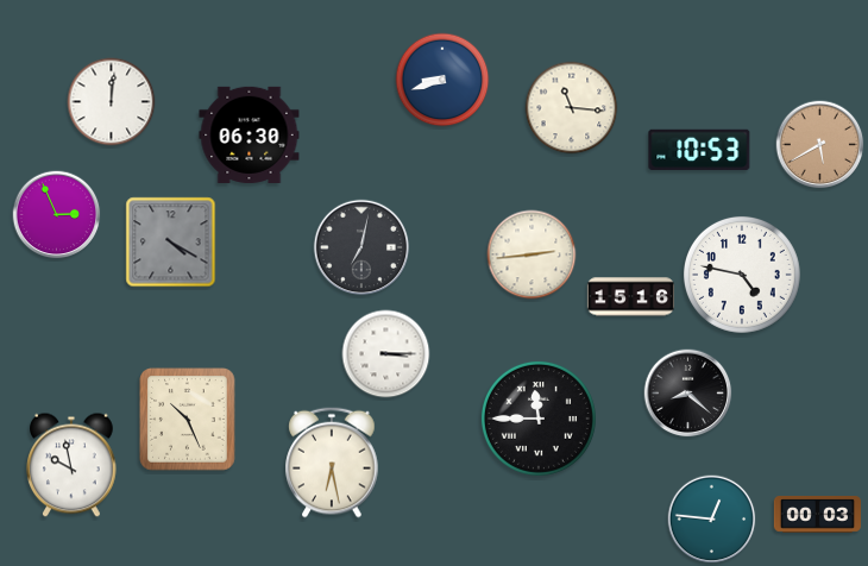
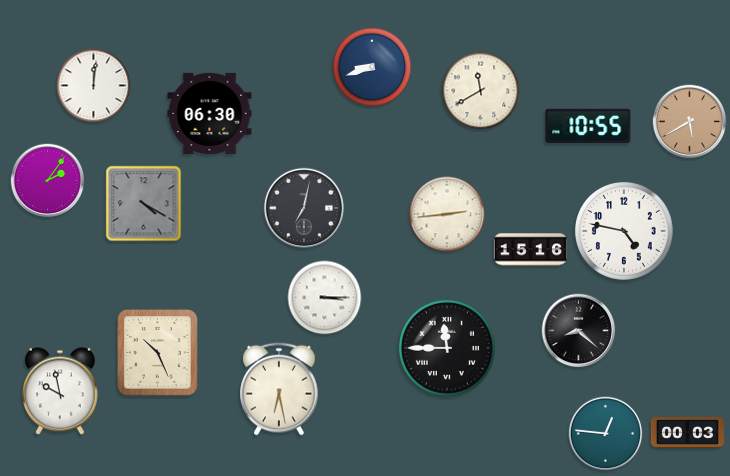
clock at (572, 108): 11:16 -> 11:40
clock at (699, 150): 10:53 -> 10:55
clock at (57, 215): 2:56 -> 2:06
clock at (539, 419) position: (539, 419) -> (447, 348)
clock at (712, 520) position: (712, 520) -> (606, 434)
